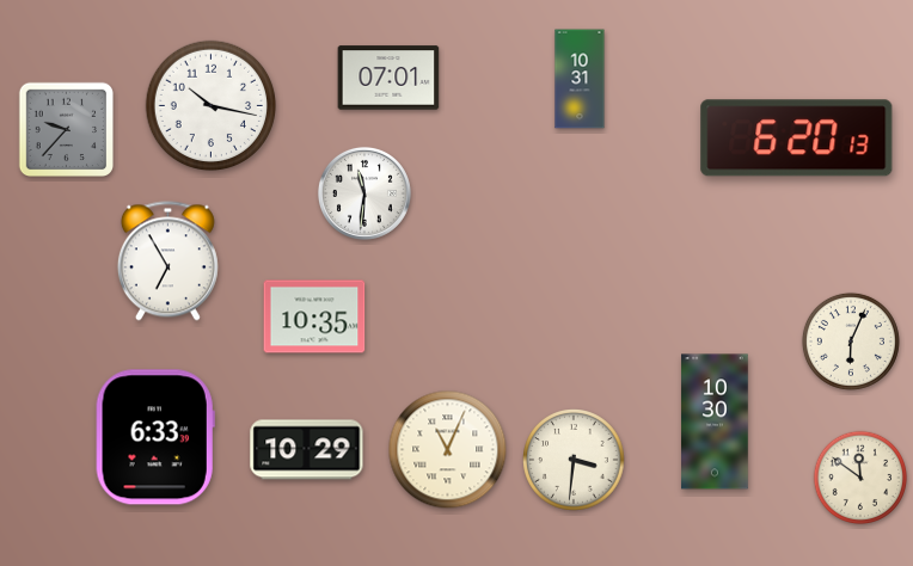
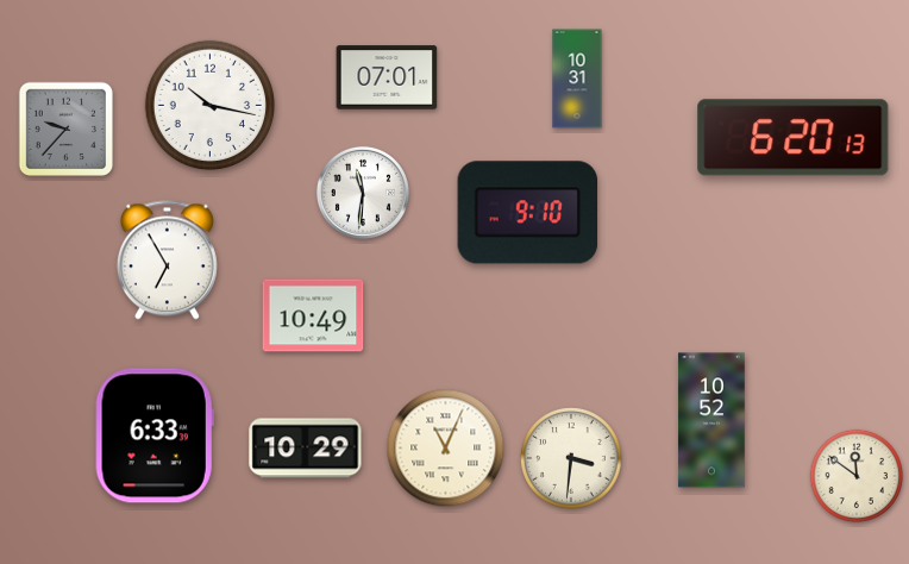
clock at (528, 213): none -> 9:10
clock at (314, 316): 10:35 -> 10:49
clock at (851, 342): 6:04 -> none
clock at (715, 422): 10:30 -> 10:52
